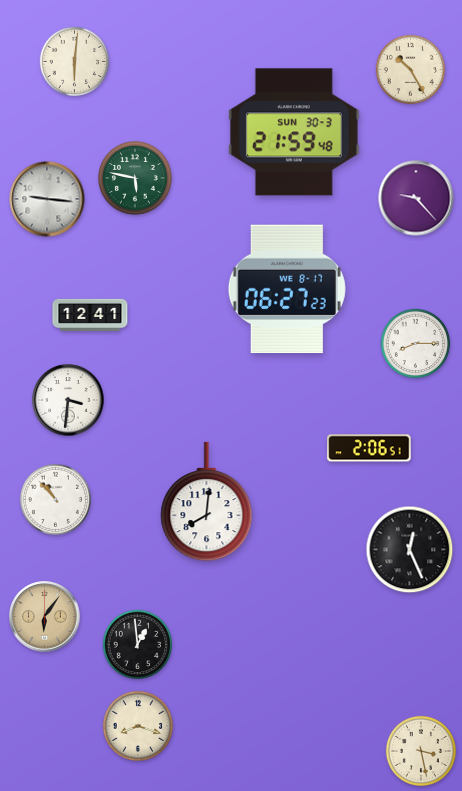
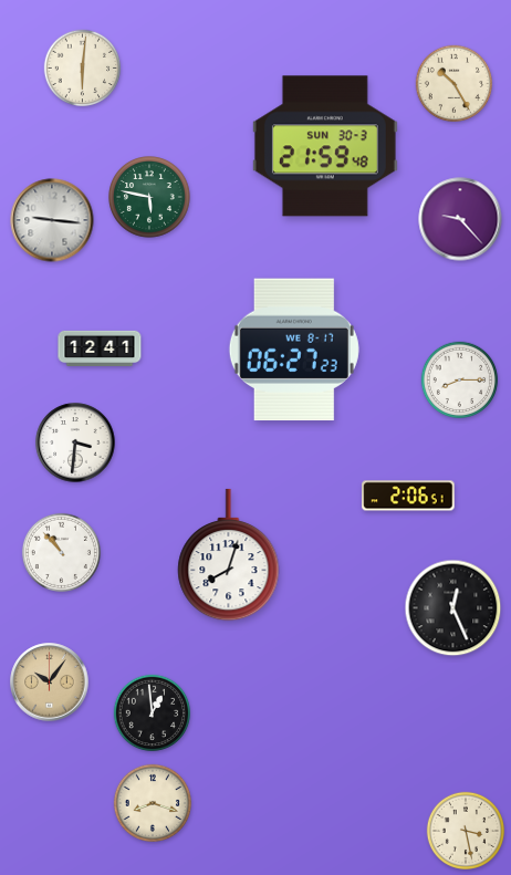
clock at (411, 70) position: (411, 70) -> (455, 84)
clock at (287, 289) position: (287, 289) -> (294, 350)
clock at (207, 502): 8:01 -> 8:03
clock at (45, 617): 6:06 -> 10:06
